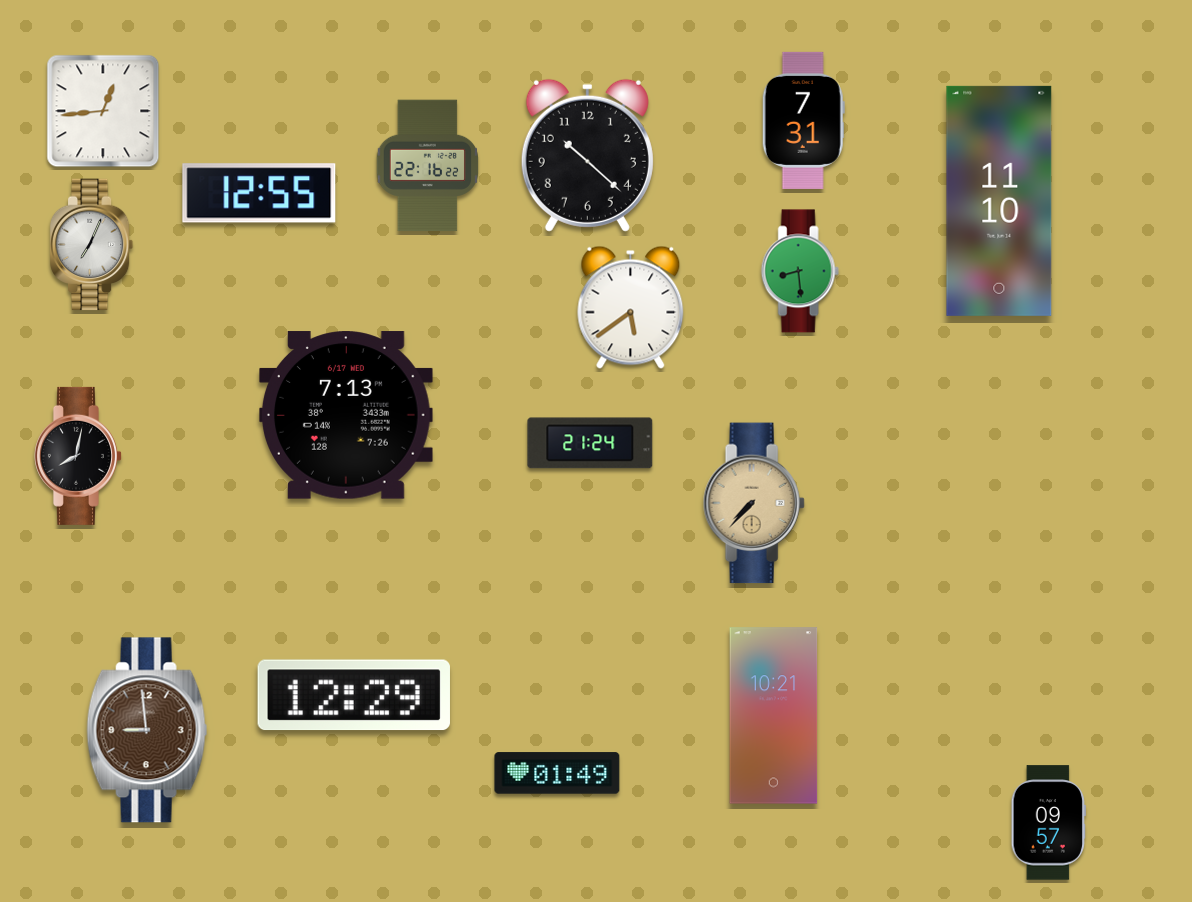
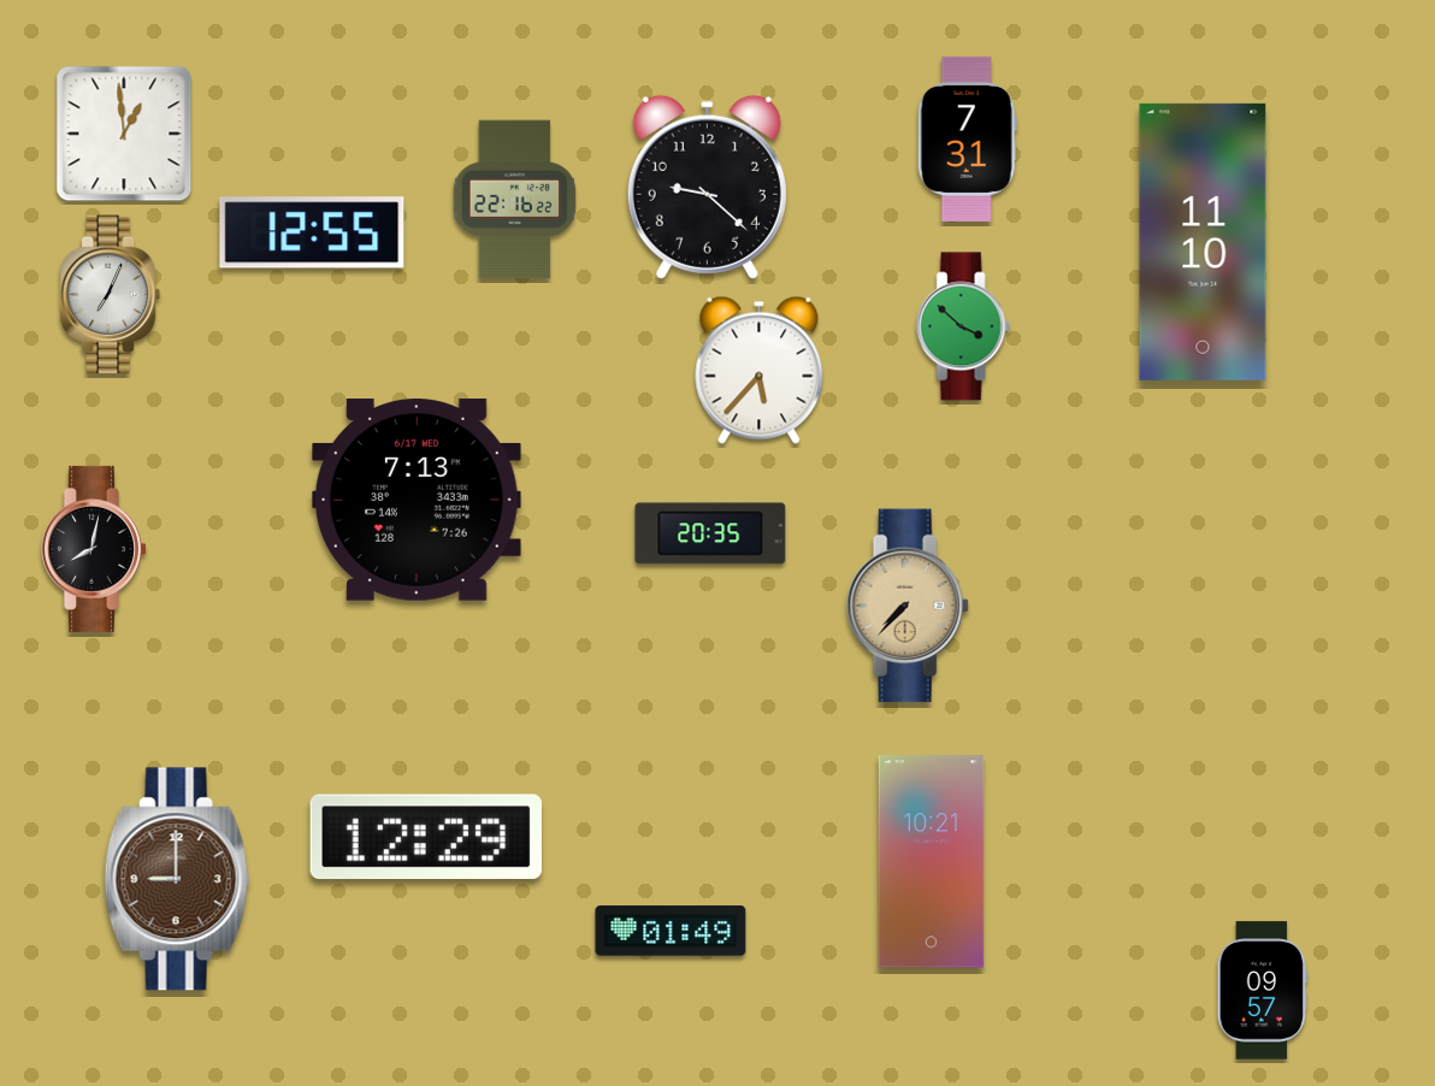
clock at (103, 111): 12:44 -> 12:59
clock at (803, 120) position: (803, 120) -> (967, 138)
clock at (587, 155): 10:22 -> 9:22
clock at (800, 271): 8:29 -> 3:52
clock at (631, 307): 5:39 -> 5:37
clock at (590, 443): 21:24 -> 20:35
clock at (147, 730): 8:59 -> 9:00
